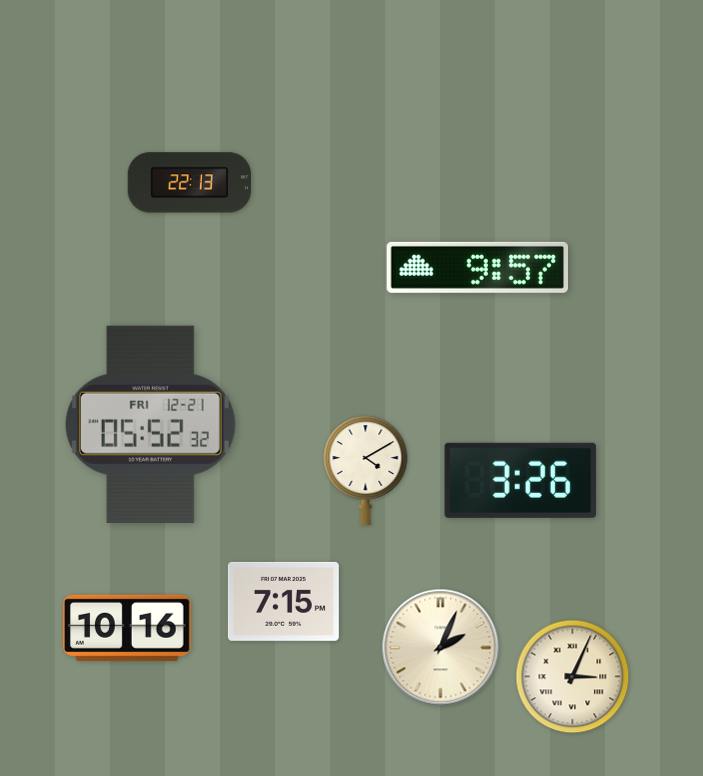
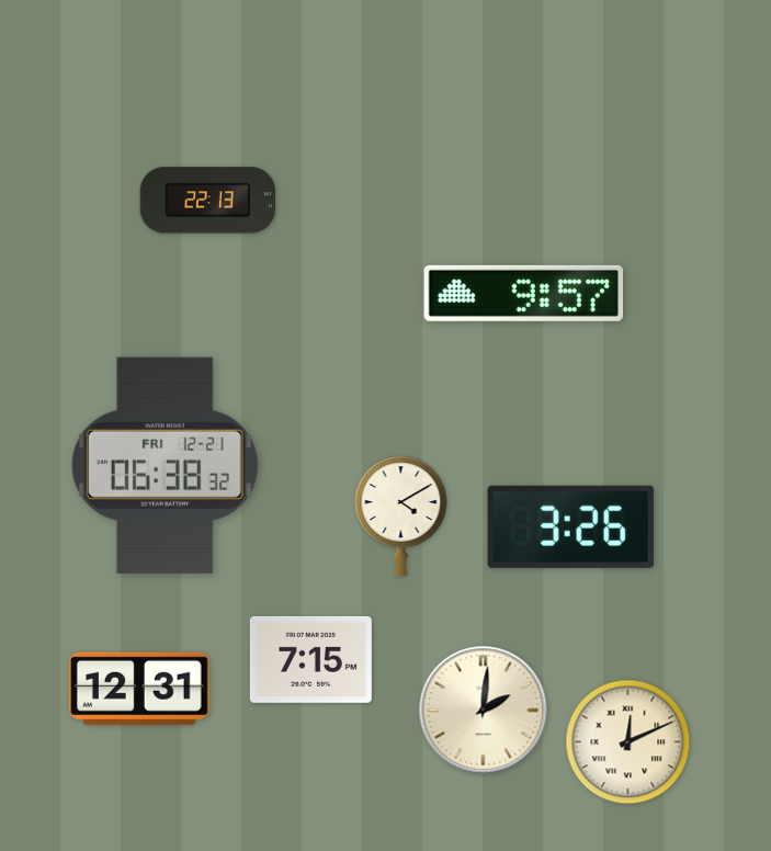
clock at (150, 424): 05:52 -> 06:38
clock at (128, 628): 10:16 -> 12:31
clock at (441, 648): 2:04 -> 2:01
clock at (573, 677): 3:04 -> 12:11
